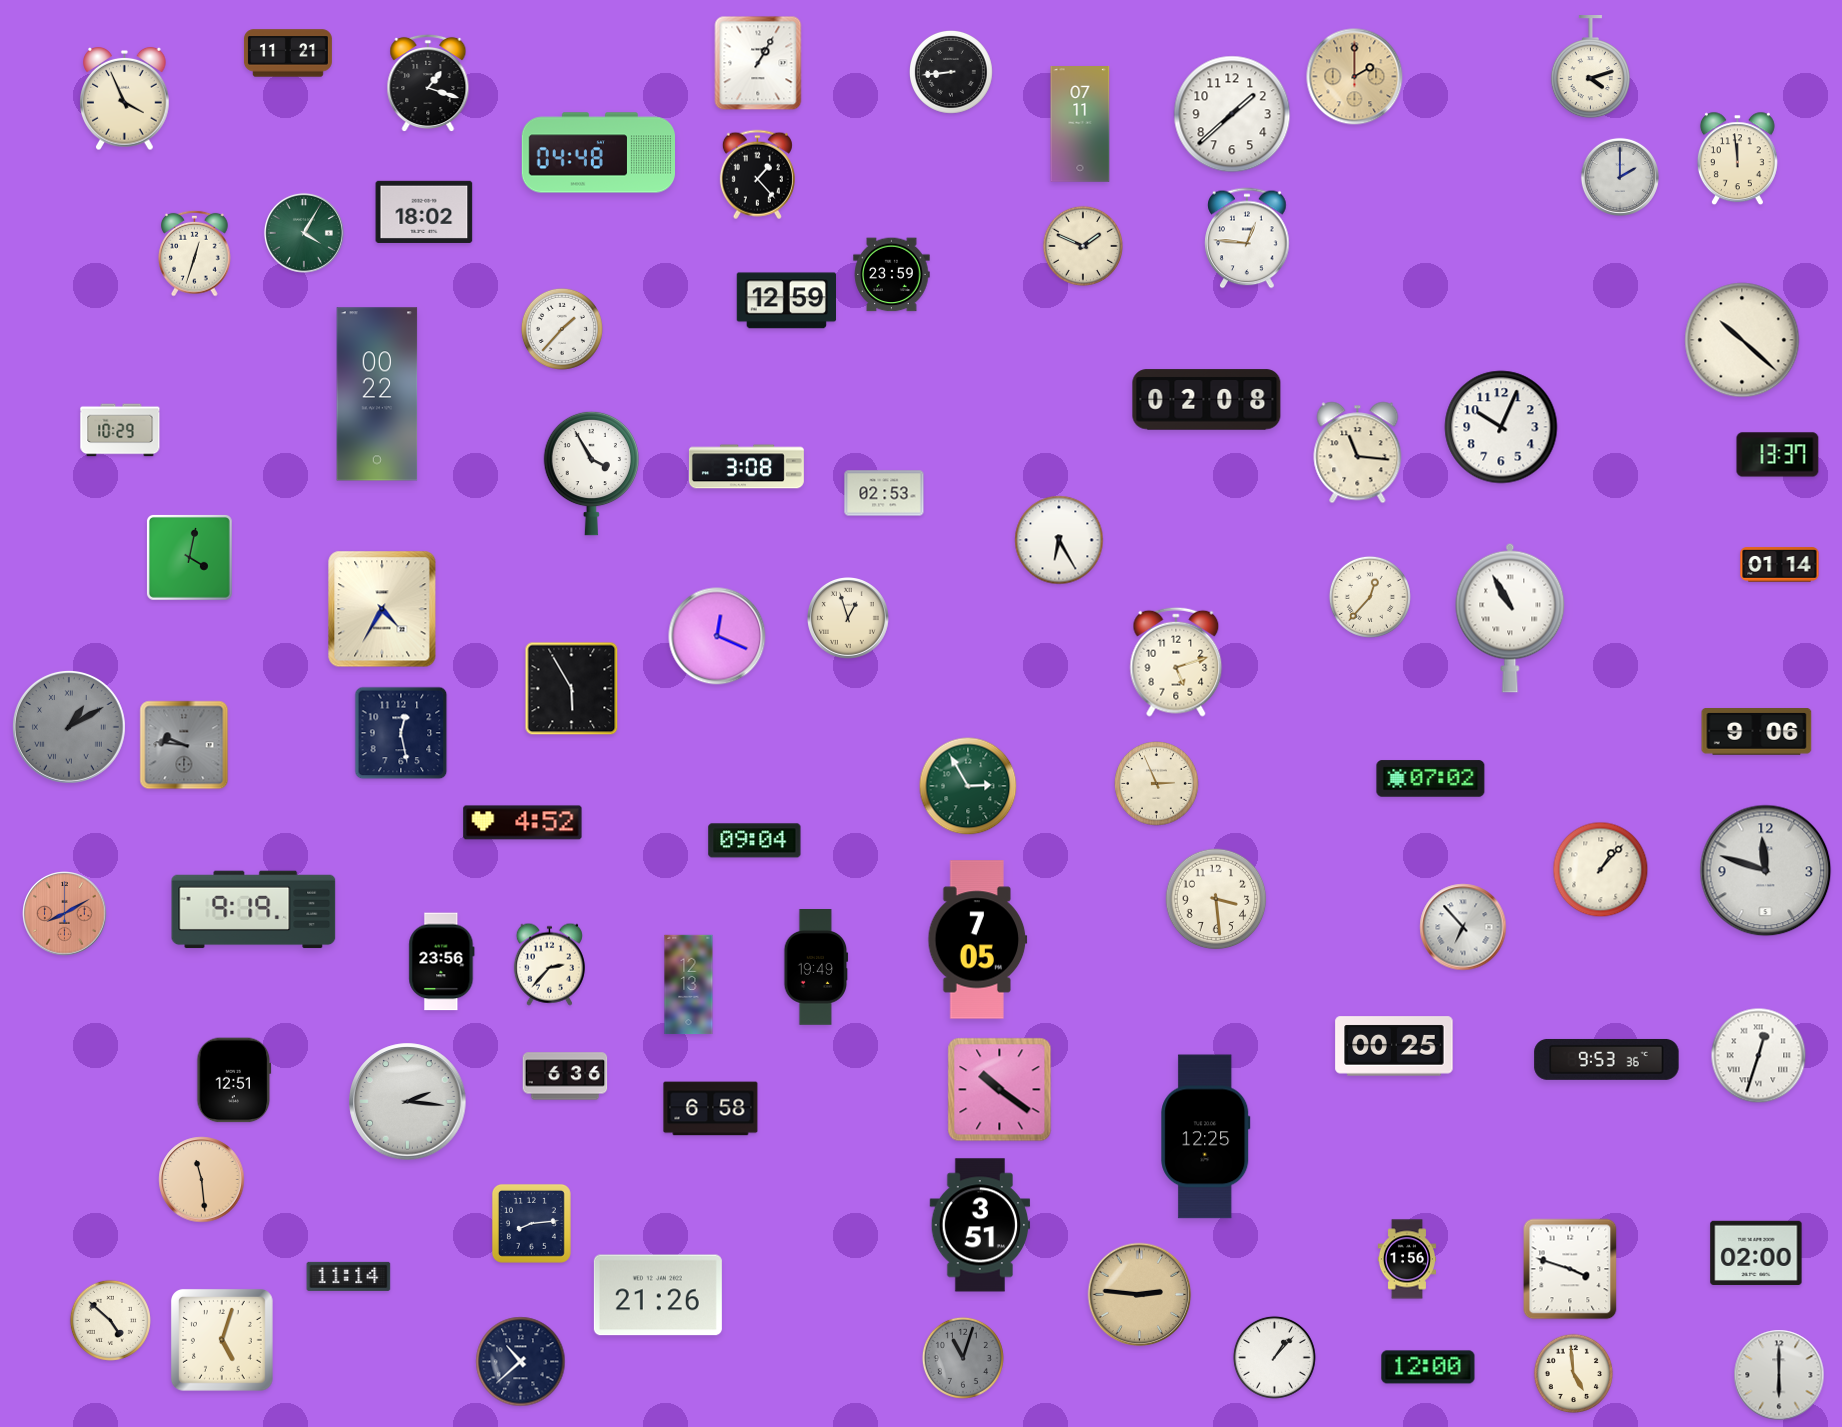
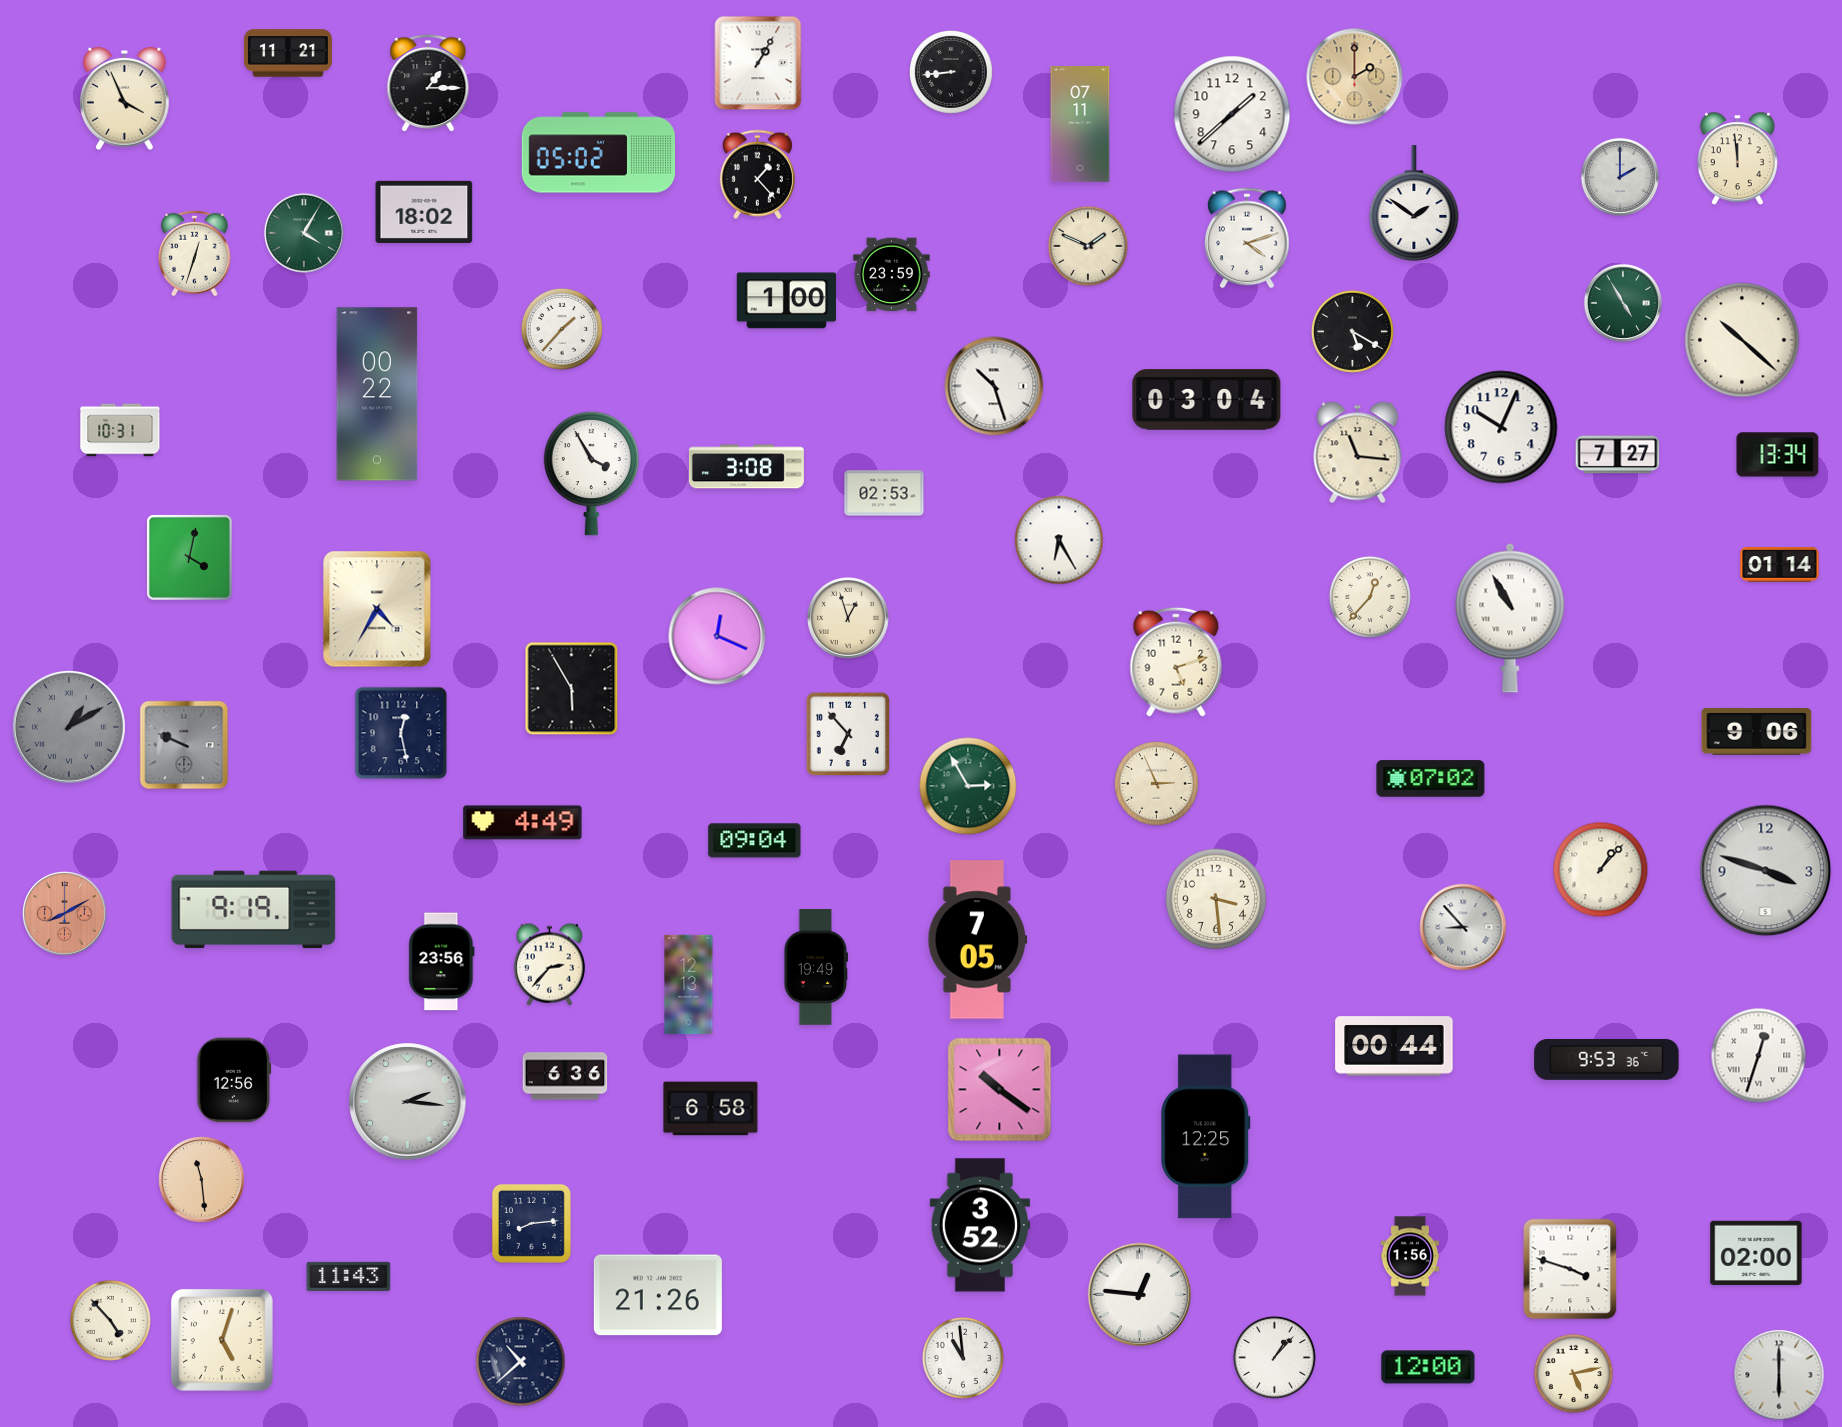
clock at (1590, 67): 4:12 -> none
clock at (428, 82): 1:18 -> 1:15
clock at (598, 153): 04:48 -> 05:02
clock at (1414, 204): none -> 1:51
clock at (1247, 238): 12:46 -> 4:12
clock at (1082, 245) position: (1082, 245) -> (1087, 245)
clock at (786, 301): 12:59 -> 1:00
clock at (1623, 303): none -> 4:55
clock at (1352, 331): none -> 5:20
clock at (994, 386): none -> 10:27
clock at (1207, 400): 02:08 -> 03:04
clock at (120, 430): 10:29 -> 10:31
clock at (1618, 455): none -> 7:27
clock at (1778, 455): 13:37 -> 13:34
clock at (382, 609) position: (382, 609) -> (377, 609)
clock at (847, 733): none -> 6:53
clock at (184, 745): 9:46 -> 9:49
clock at (523, 823): 4:52 -> 4:49
clock at (1766, 871): 11:48 -> 3:48
clock at (1463, 927): 6:53 -> 8:53
clock at (1394, 1046): 00:25 -> 00:44
clock at (234, 1080): 12:51 -> 12:56
clock at (980, 1225): 3:51 -> 3:52
clock at (1407, 1259) position: (1407, 1259) -> (1410, 1256)
clock at (349, 1276): 11:14 -> 11:43
clock at (1140, 1295): 2:46 -> 12:46
clock at (1140, 1295) dial: champagne -> white
clock at (110, 1320): 4:52 -> 4:53
clock at (963, 1358): 11:03 -> 10:59
clock at (963, 1358) dial: grey -> white
clock at (1574, 1374): 4:59 -> 5:13
